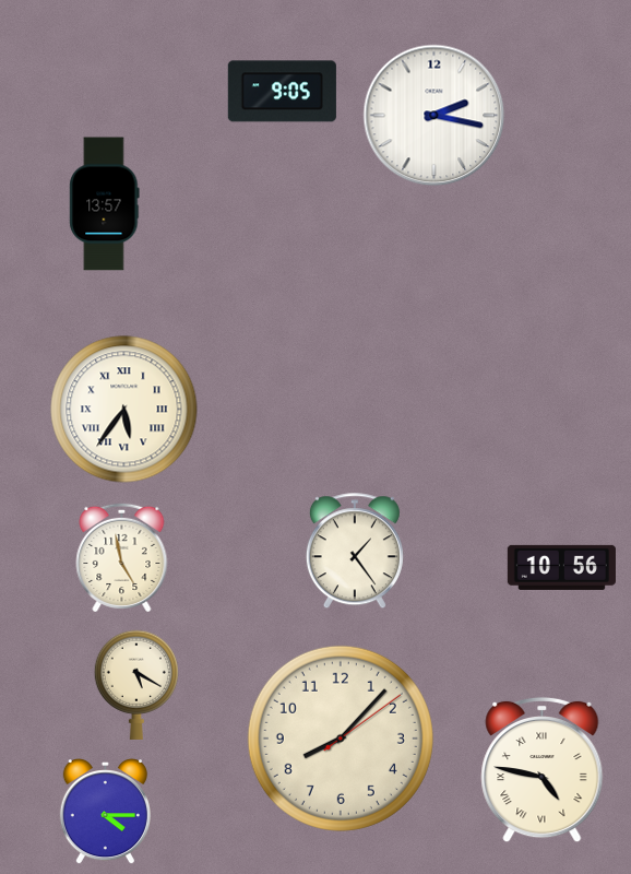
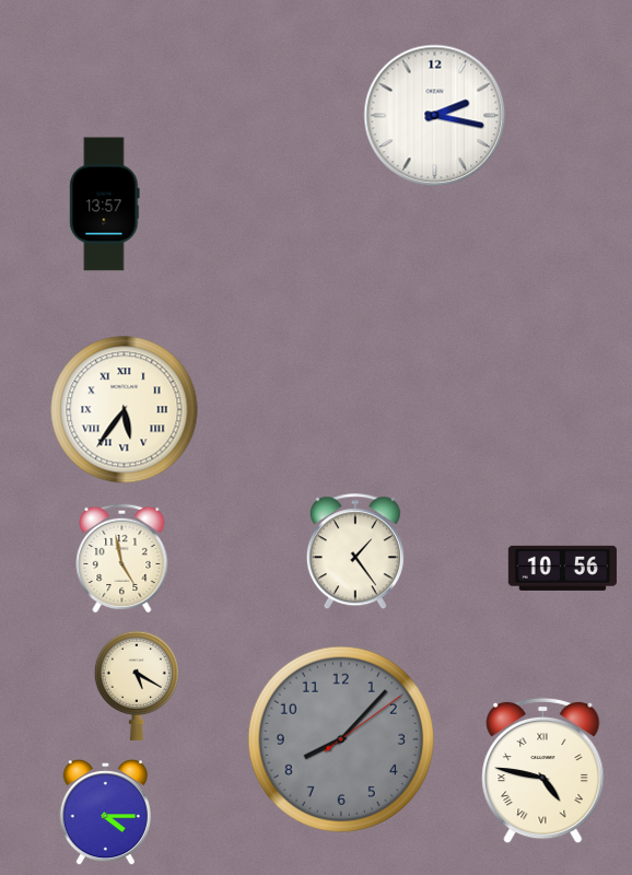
clock at (282, 92): 9:05 -> none
clock at (341, 739) dial: cream -> grey
